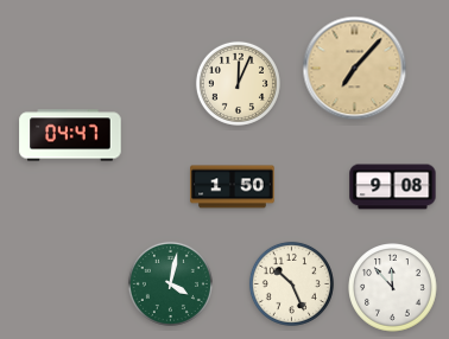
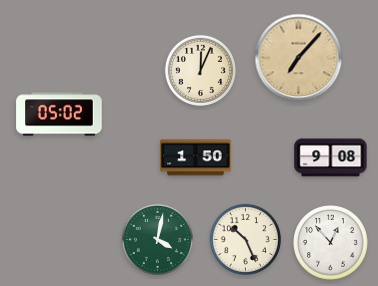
clock at (70, 135): 04:47 -> 05:02
clock at (170, 283) position: (170, 283) -> (157, 239)
clock at (393, 288): 11:53 -> 12:53
